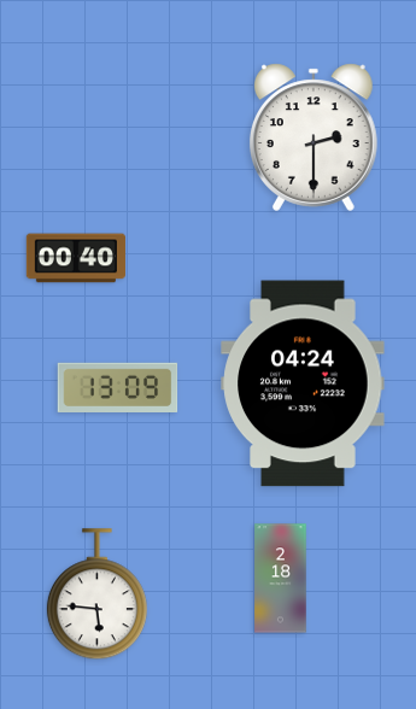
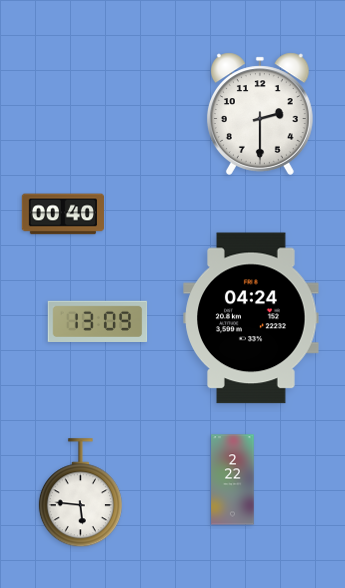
clock at (281, 579): 2:18 -> 2:22
